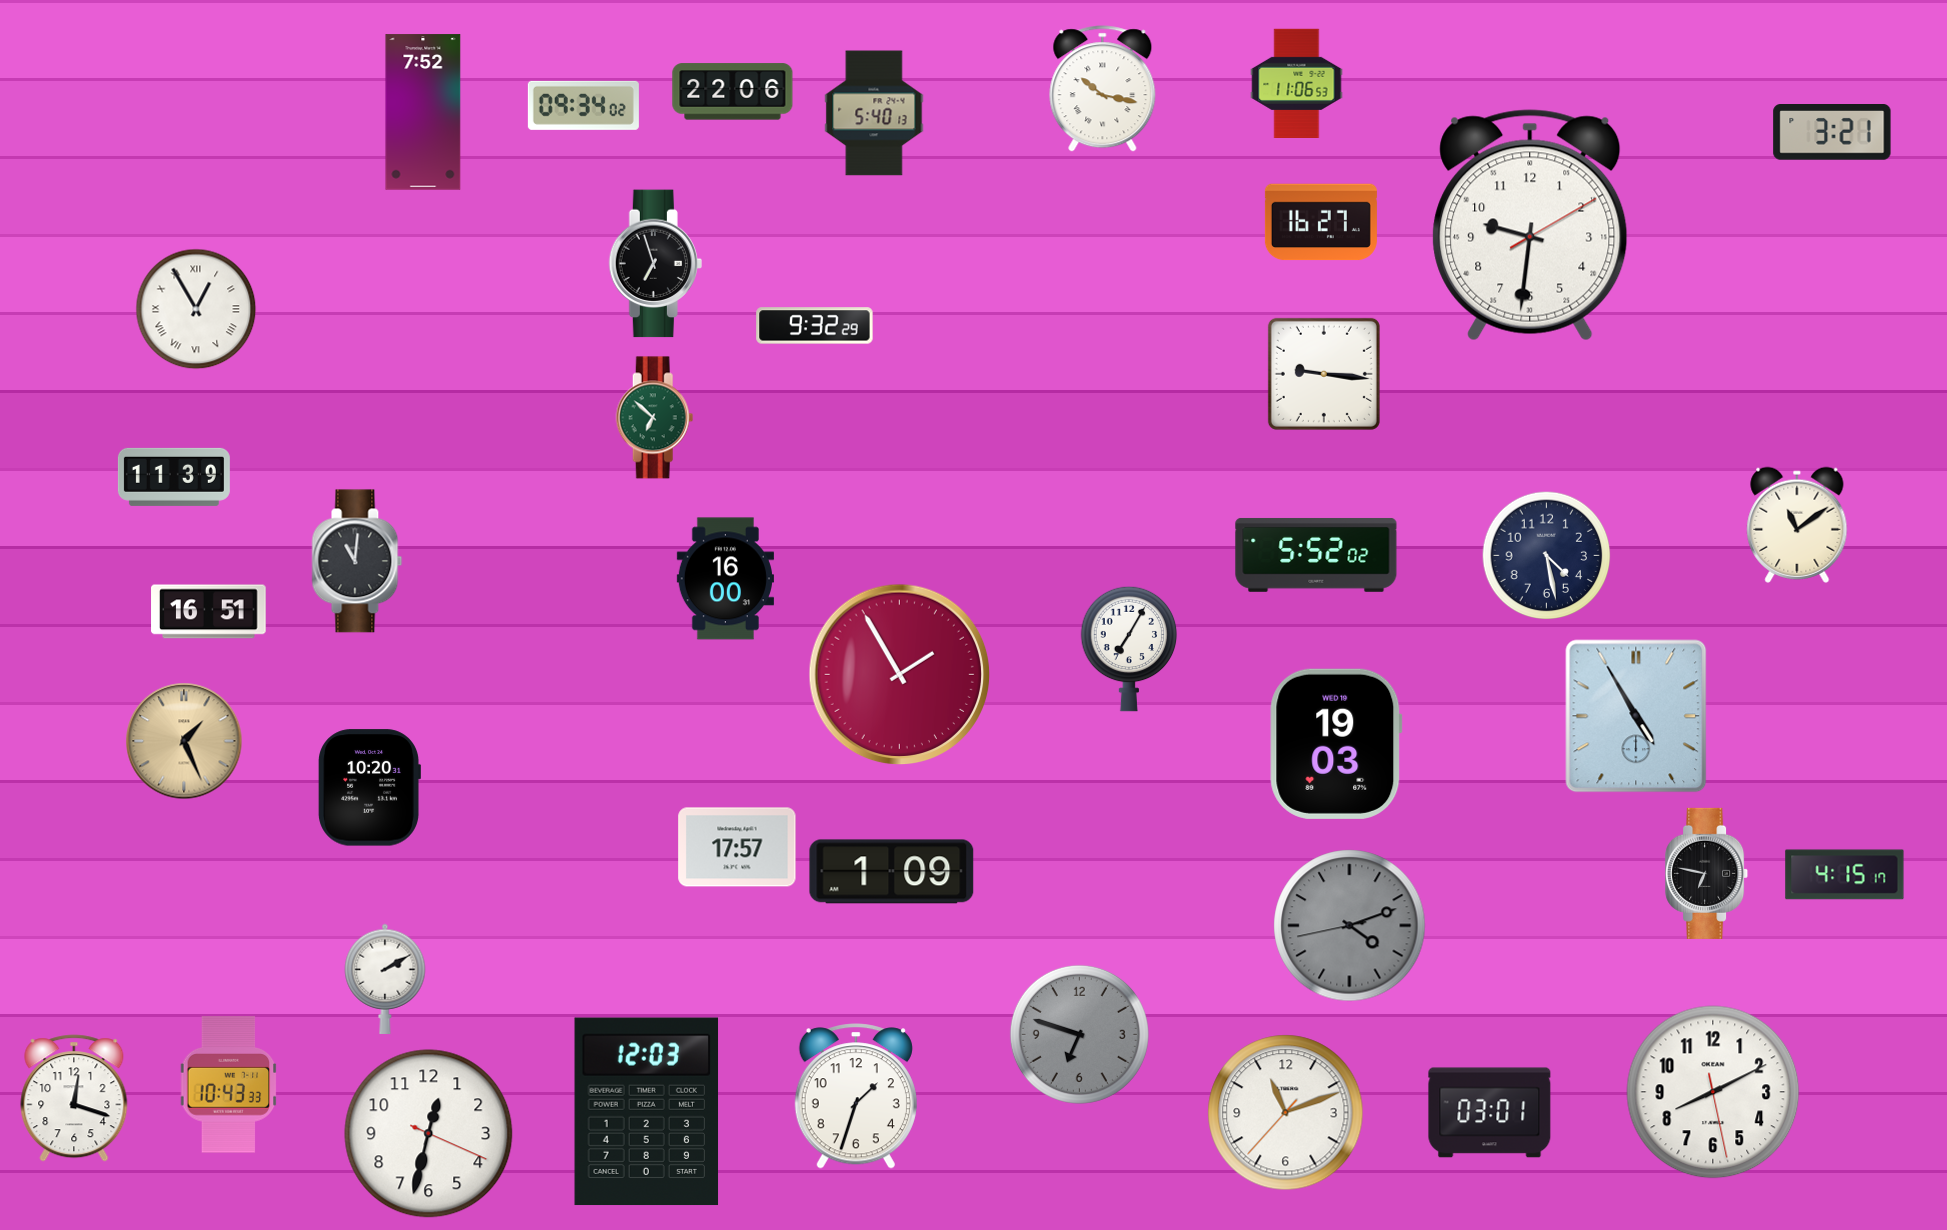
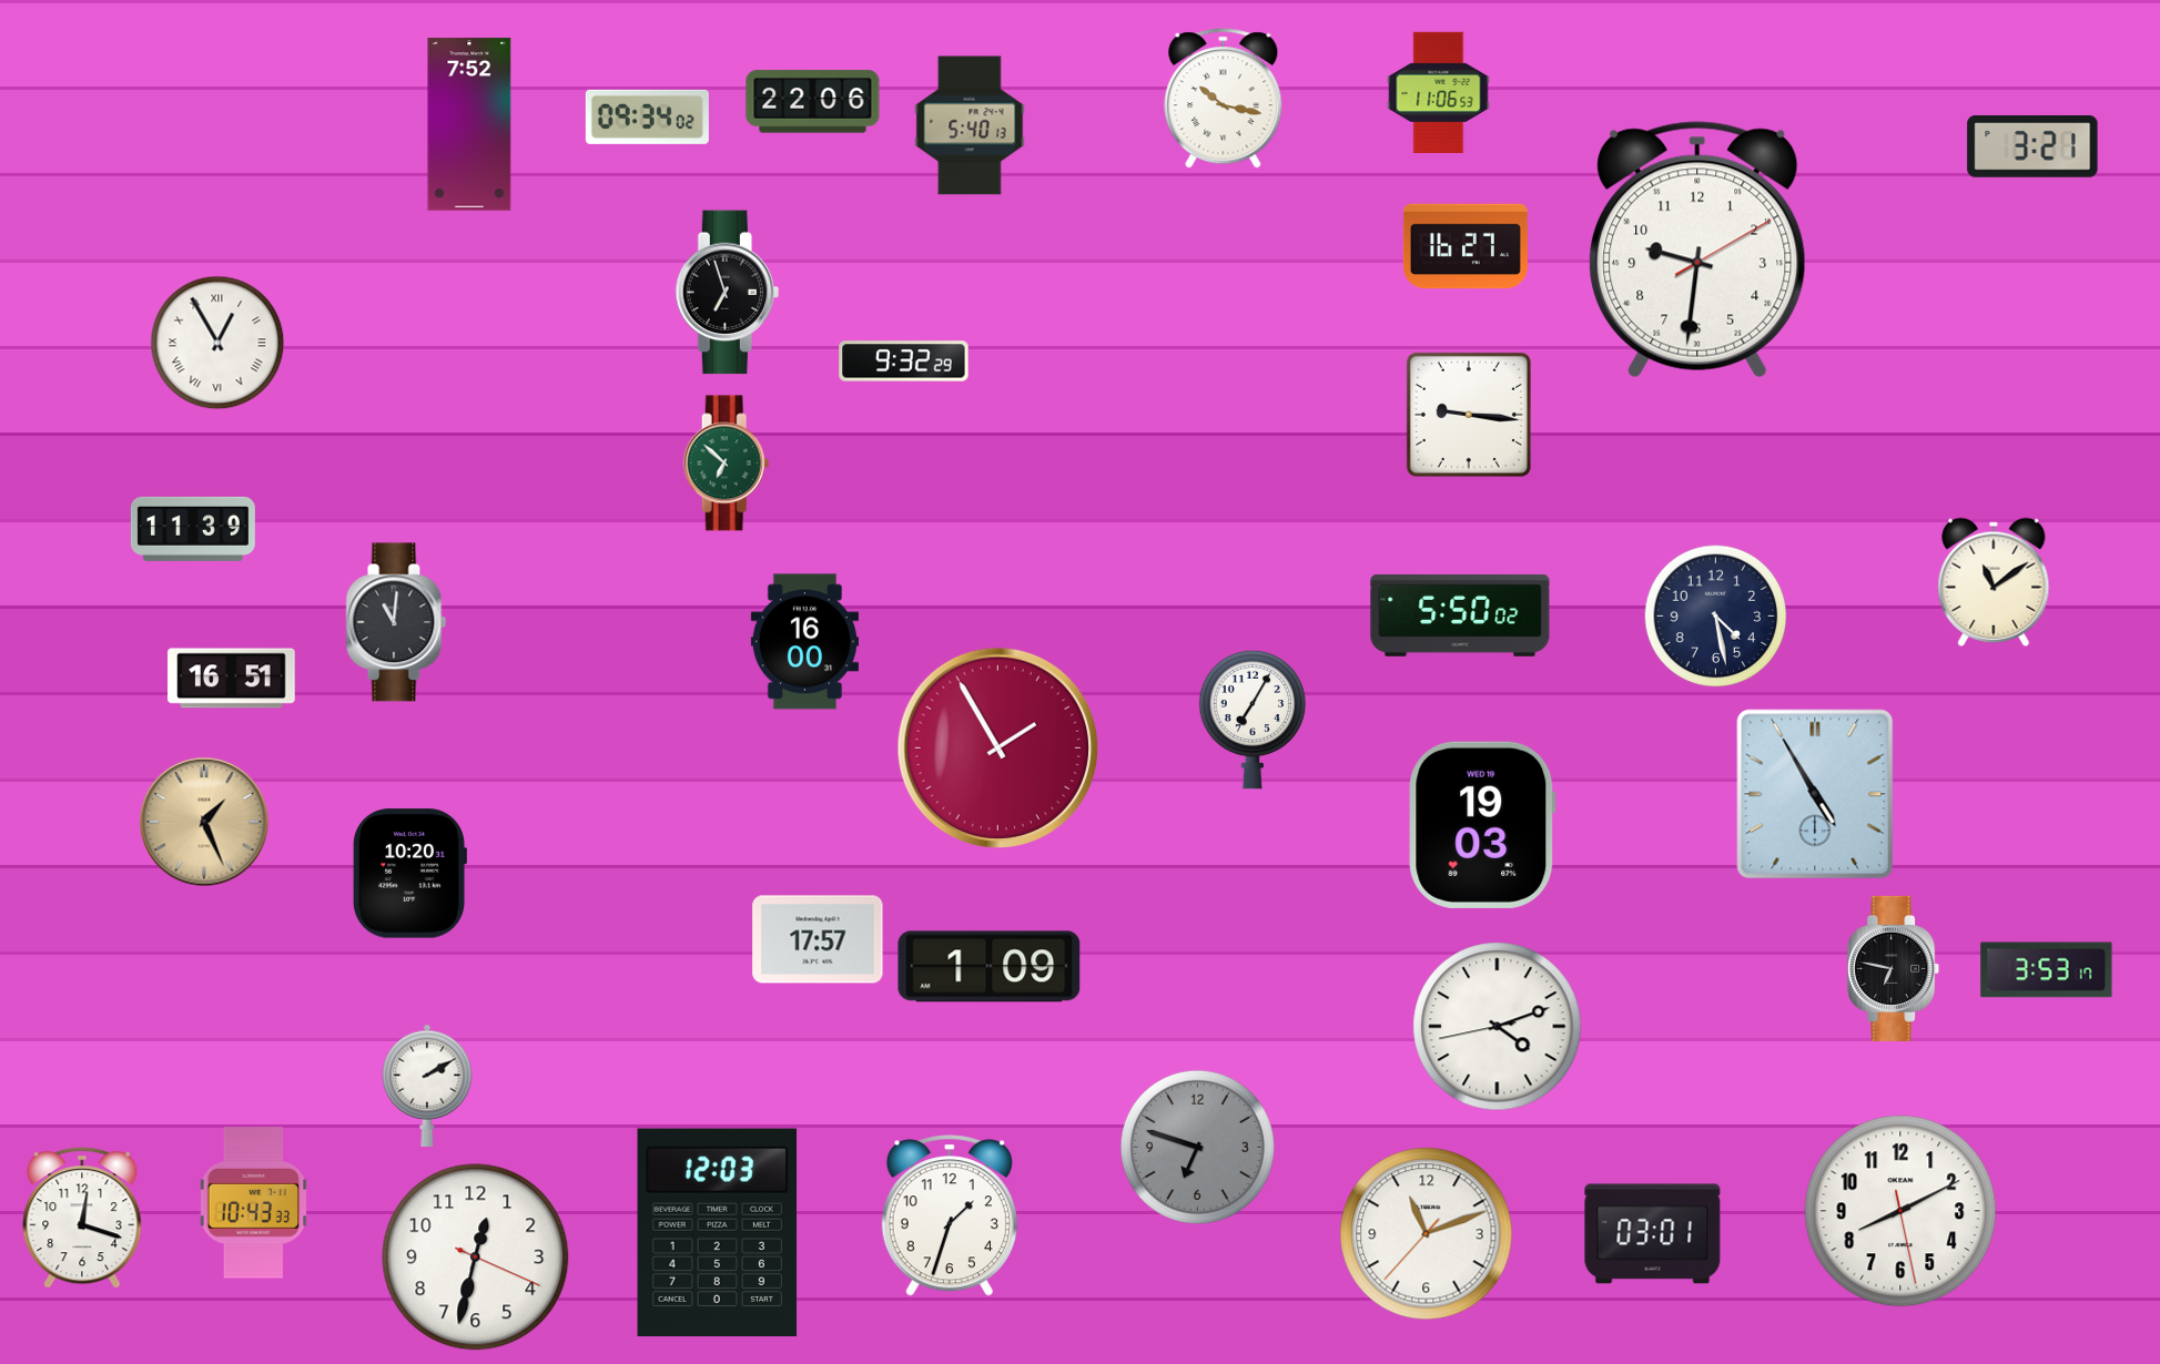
clock at (1316, 555): 5:52 -> 5:50
clock at (1845, 875): 4:15 -> 3:53
clock at (1350, 926) dial: grey -> white
